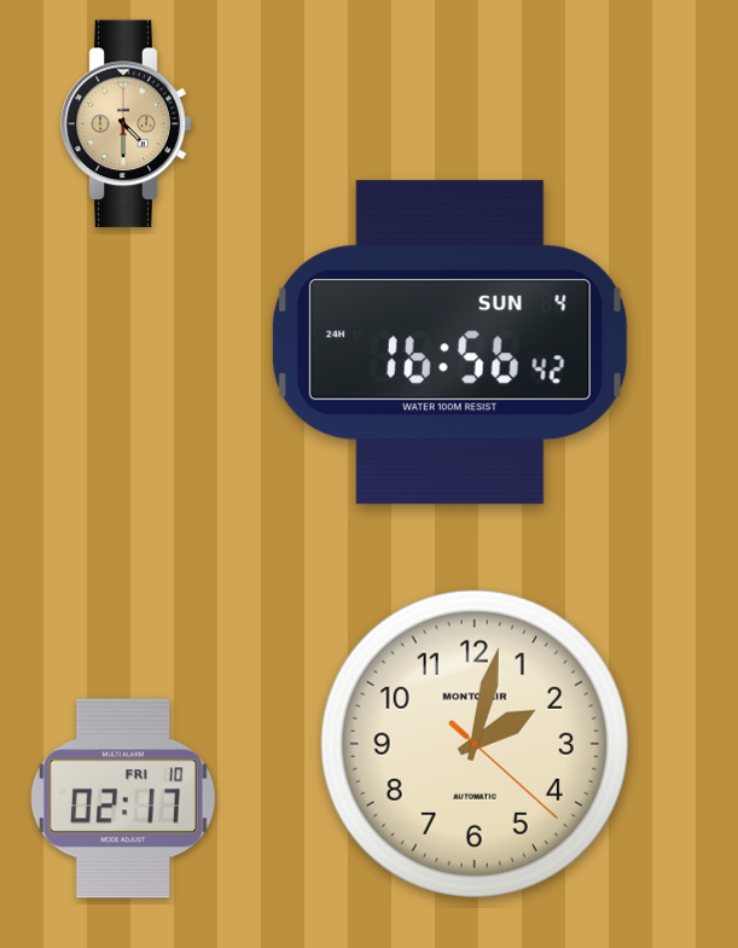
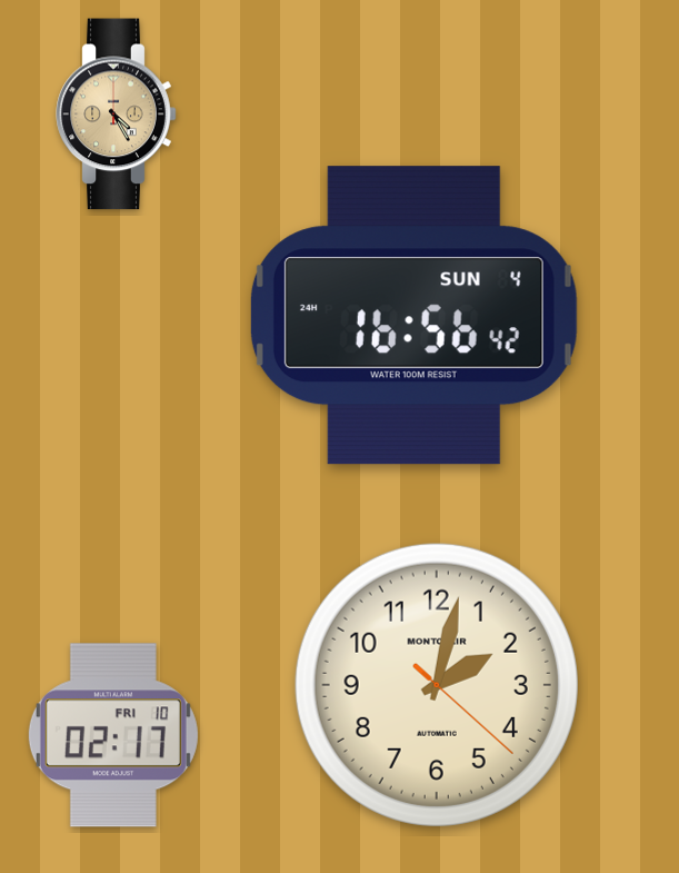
clock at (127, 124): 4:30 -> 4:25
